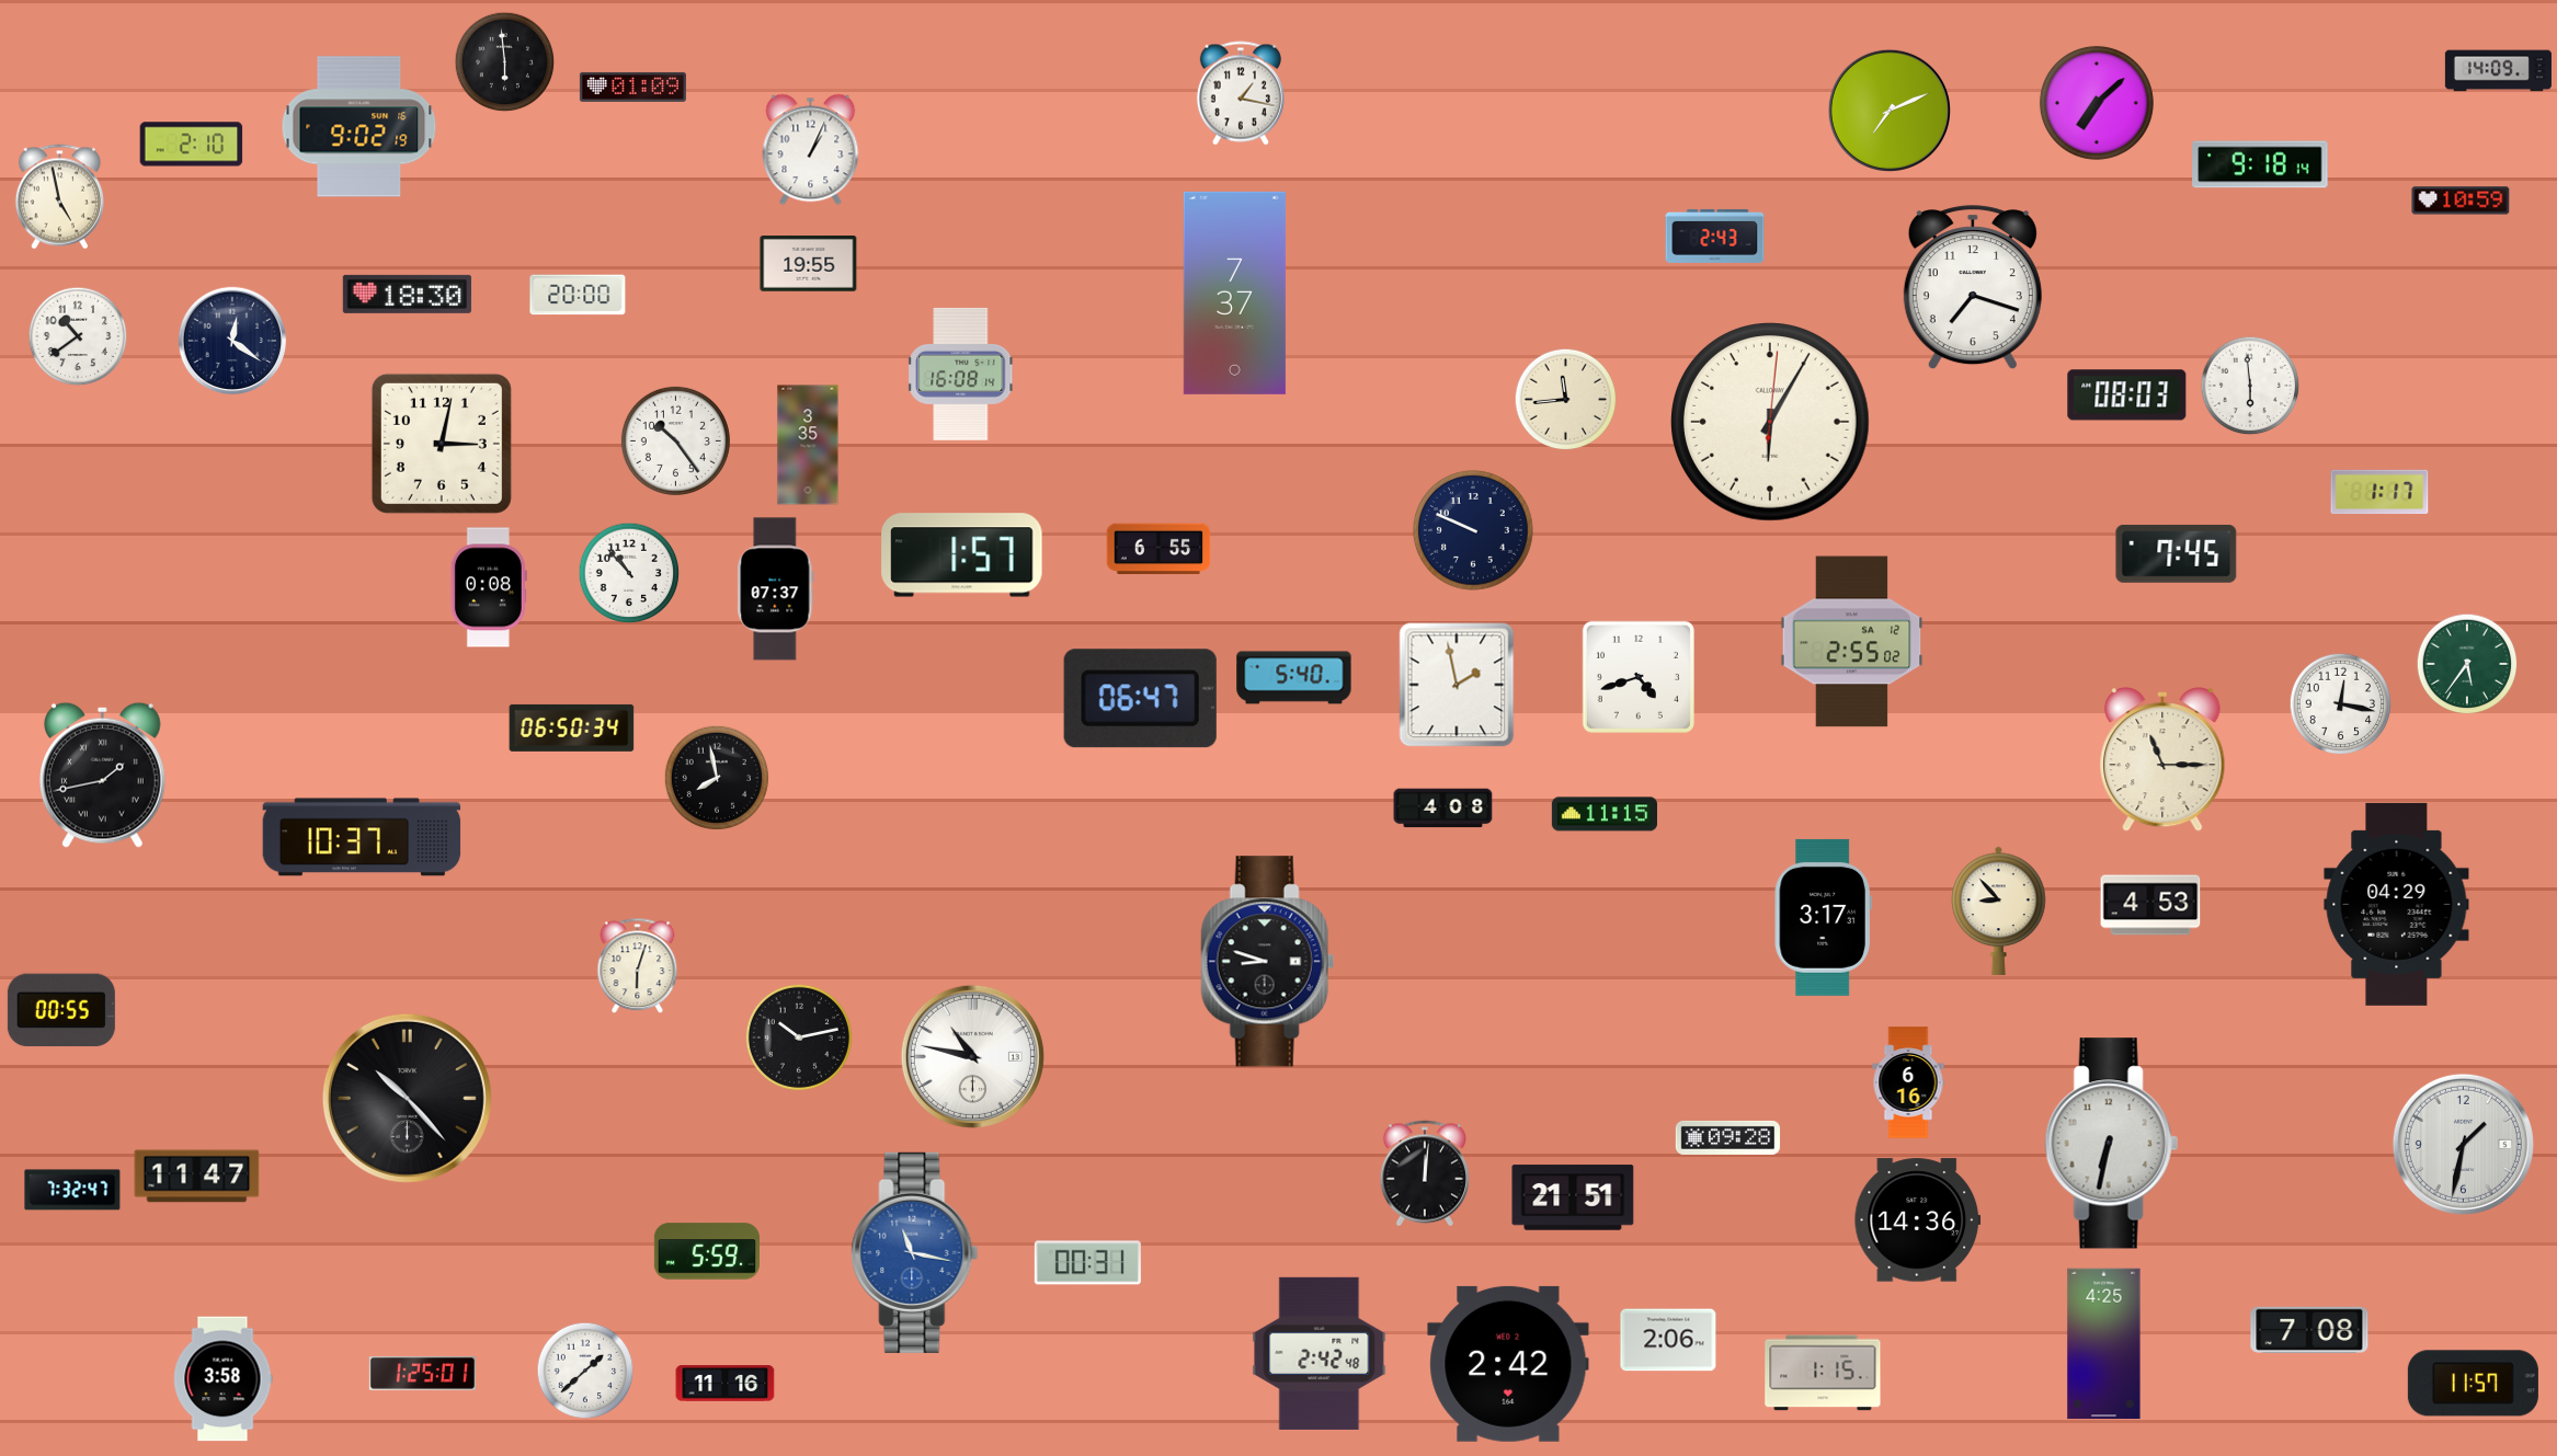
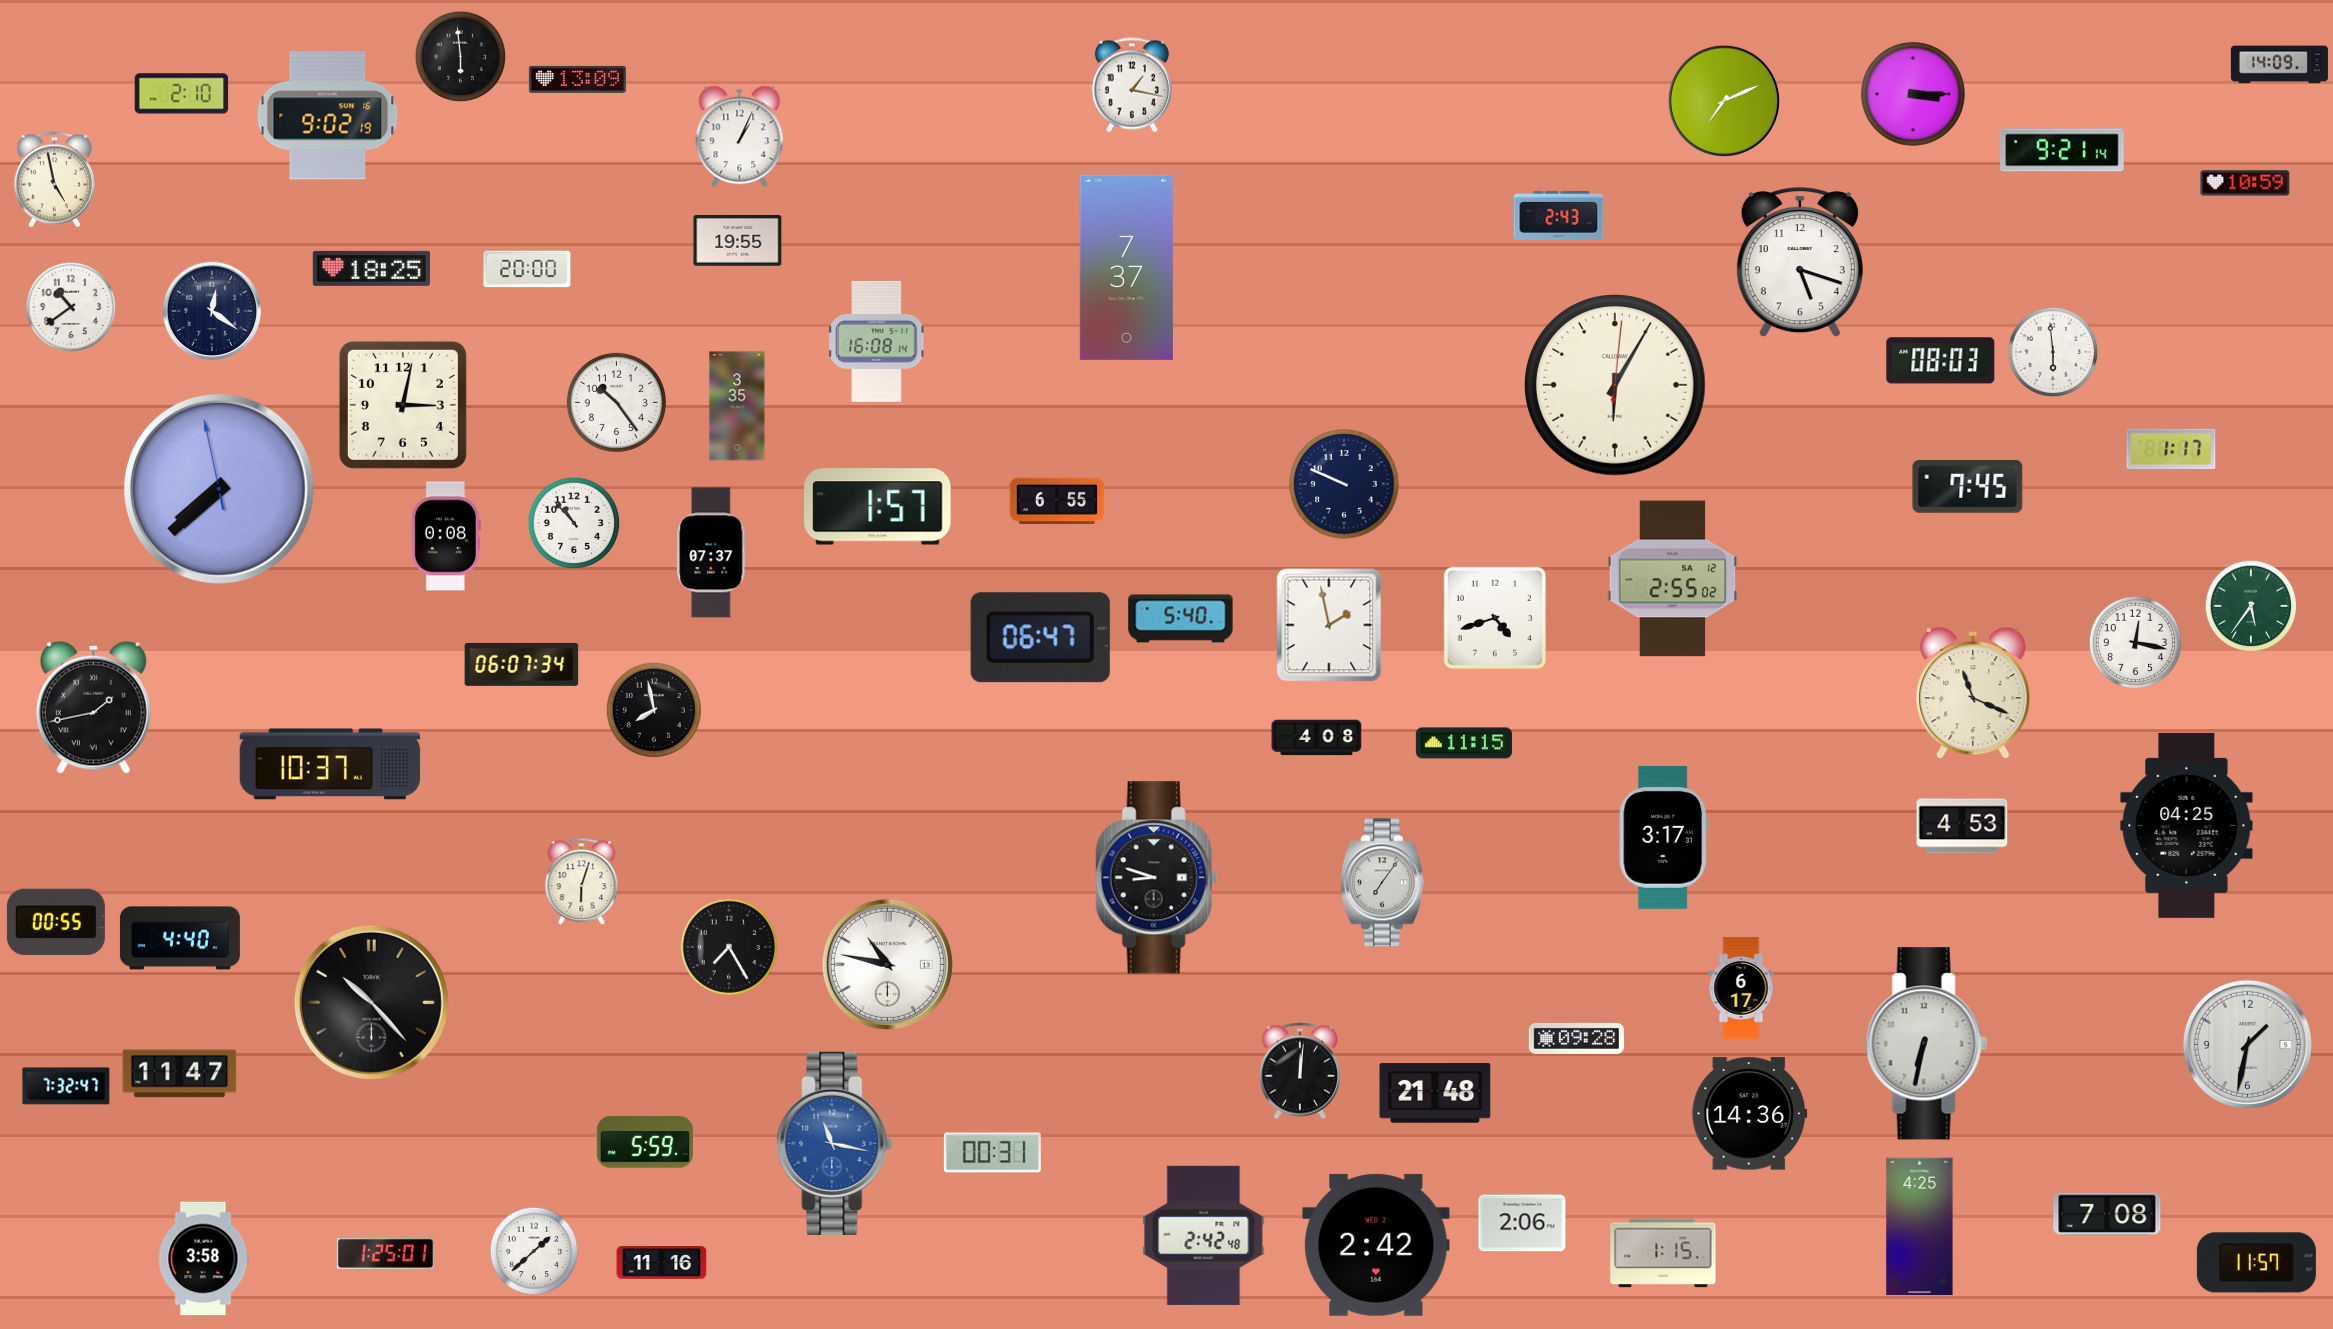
clock at (632, 87): 01:09 -> 13:09
clock at (2097, 103): 7:08 -> 3:15
clock at (192, 145) position: (192, 145) -> (182, 94)
clock at (2260, 164): 9:18 -> 9:21
clock at (1715, 236) position: (1715, 236) -> (1559, 215)
clock at (1973, 288): 7:18 -> 5:18
clock at (407, 294): 18:30 -> 18:25
clock at (1566, 400): 11:44 -> none
clock at (220, 490): none -> 7:37
clock at (2177, 553) position: (2177, 553) -> (1968, 486)
clock at (776, 589) position: (776, 589) -> (712, 553)
clock at (1852, 642) position: (1852, 642) -> (1673, 579)
clock at (572, 727): 06:50 -> 06:07
clock at (2162, 760): 11:15 -> 11:19
clock at (2397, 904): 04:29 -> 04:25
clock at (1999, 910): 8:53 -> none
clock at (1382, 883): none -> 7:06
clock at (180, 938): none -> 4:40
clock at (799, 1037): 10:13 -> 7:25
clock at (1908, 1082): 6:16 -> 6:17
clock at (1573, 1197): 21:51 -> 21:48
